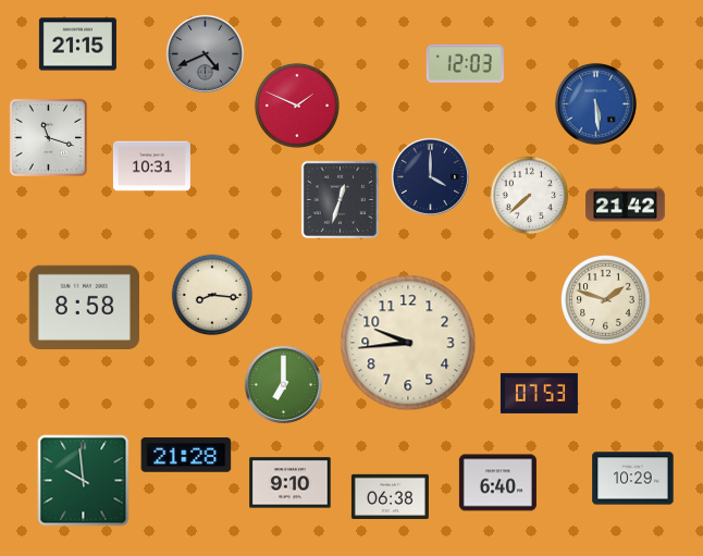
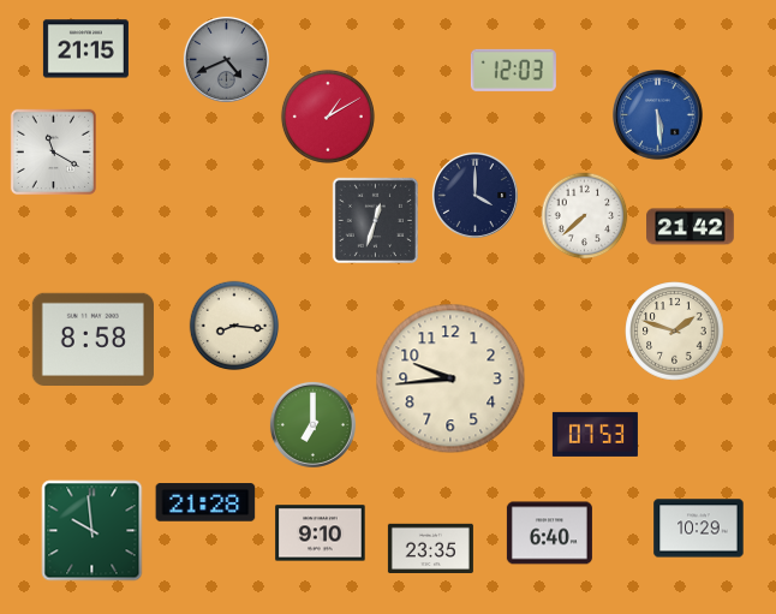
clock at (297, 106): 1:49 -> 1:10
clock at (48, 137): 11:18 -> 11:20
clock at (151, 166): 10:31 -> none
clock at (606, 300) position: (606, 300) -> (675, 332)
clock at (390, 496): 06:38 -> 23:35
